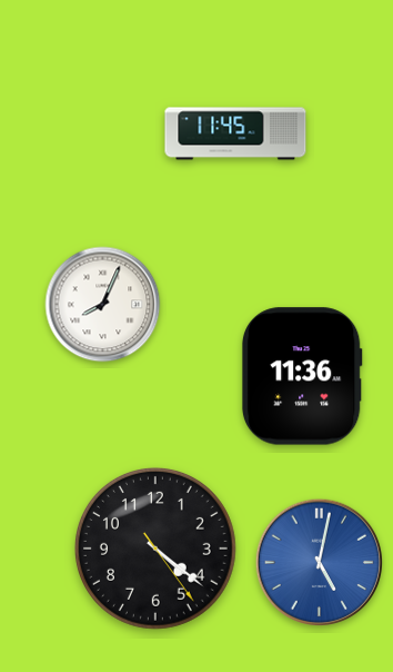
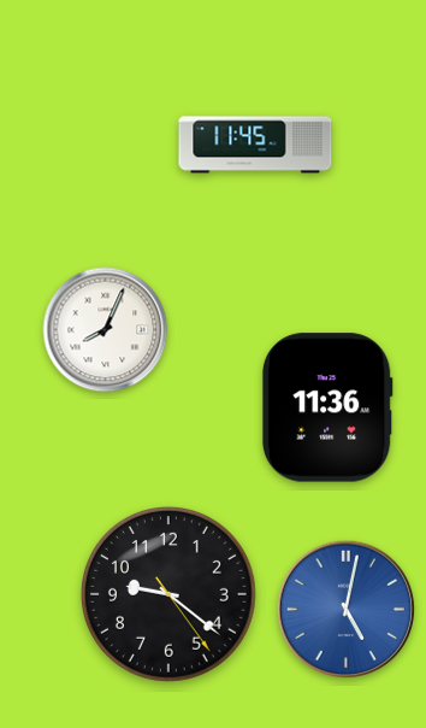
clock at (103, 305) position: (103, 305) -> (106, 330)
clock at (155, 549): 4:21 -> 9:21
